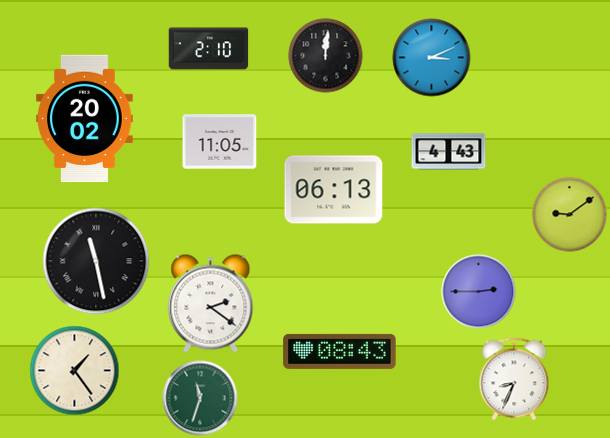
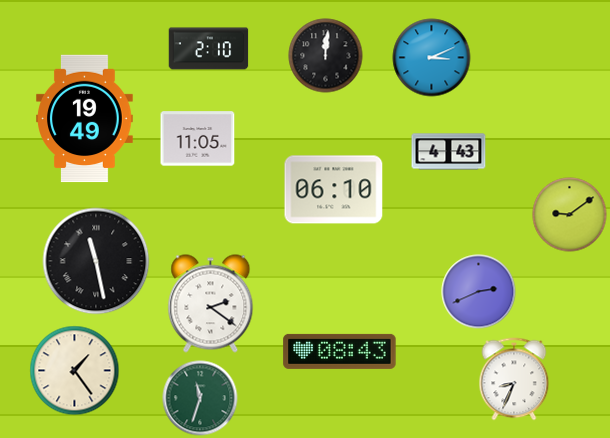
clock at (85, 119): 20:02 -> 19:49
clock at (220, 142) position: (220, 142) -> (198, 139)
clock at (334, 190): 06:13 -> 06:10
clock at (479, 292): 2:45 -> 2:41
